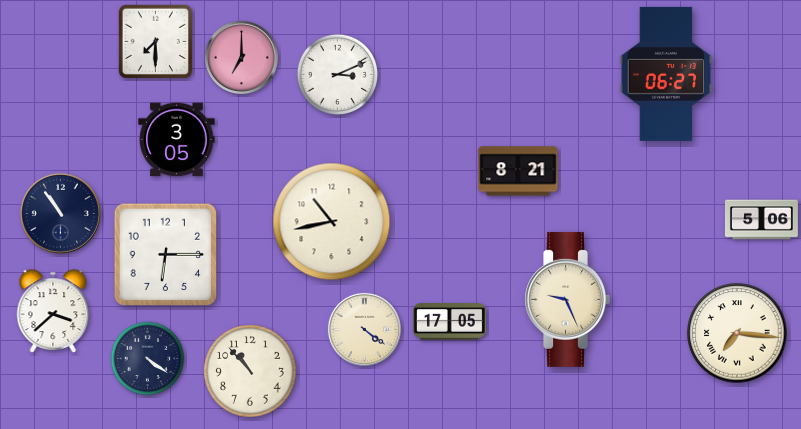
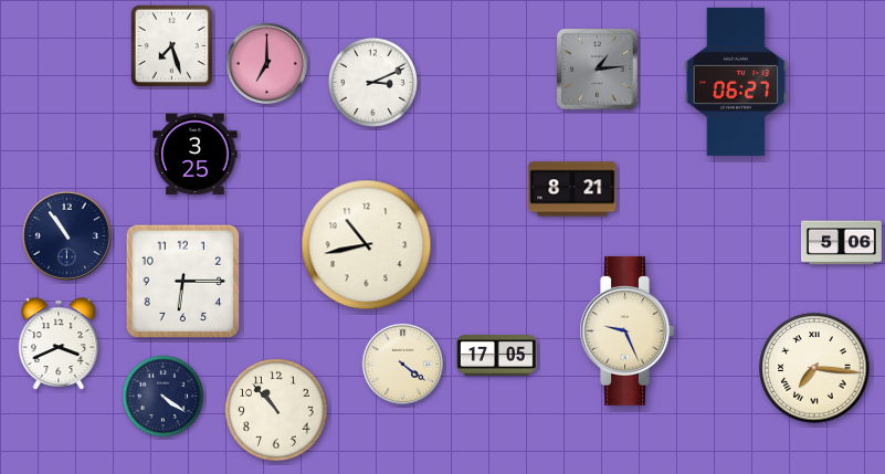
clock at (155, 41): 7:30 -> 7:27
clock at (598, 70): none -> 1:14
clock at (177, 140): 3:05 -> 3:25
clock at (53, 311): 3:38 -> 3:41
